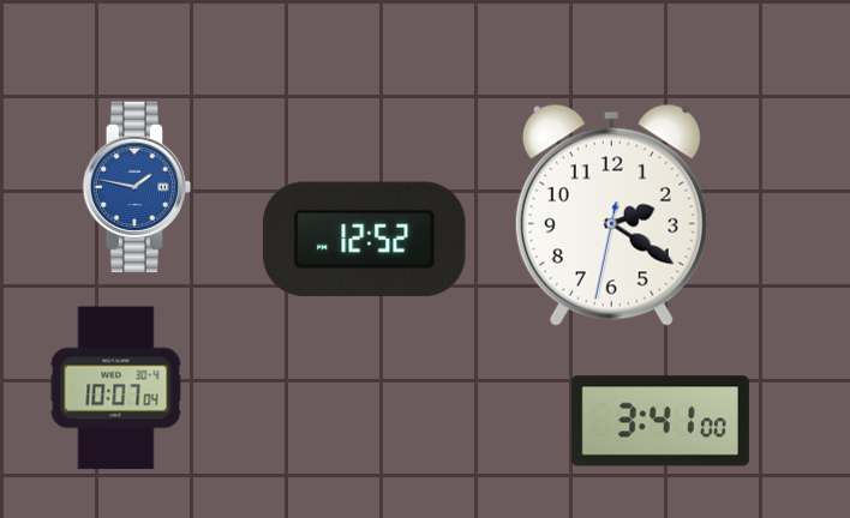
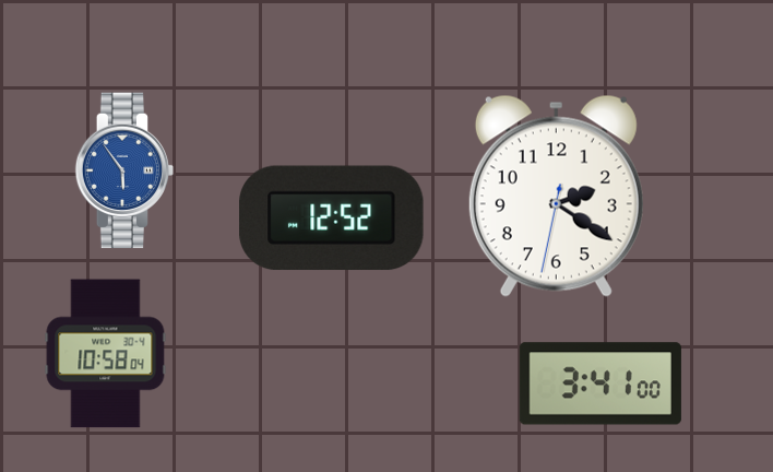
clock at (137, 187): 1:47 -> 5:54
clock at (116, 389): 10:07 -> 10:58
